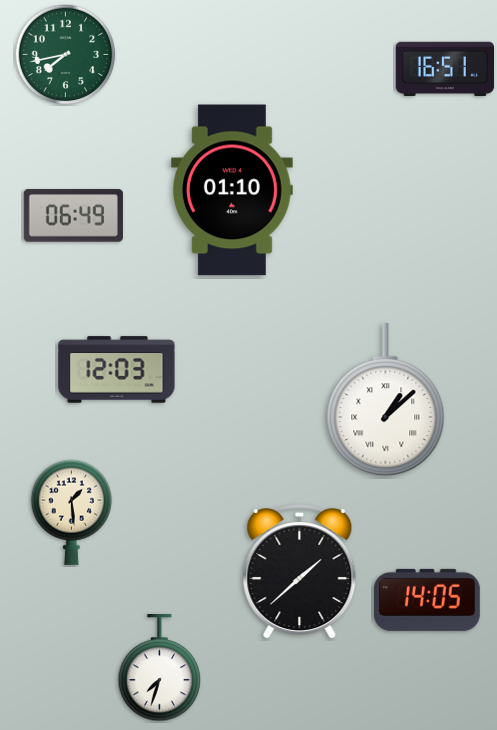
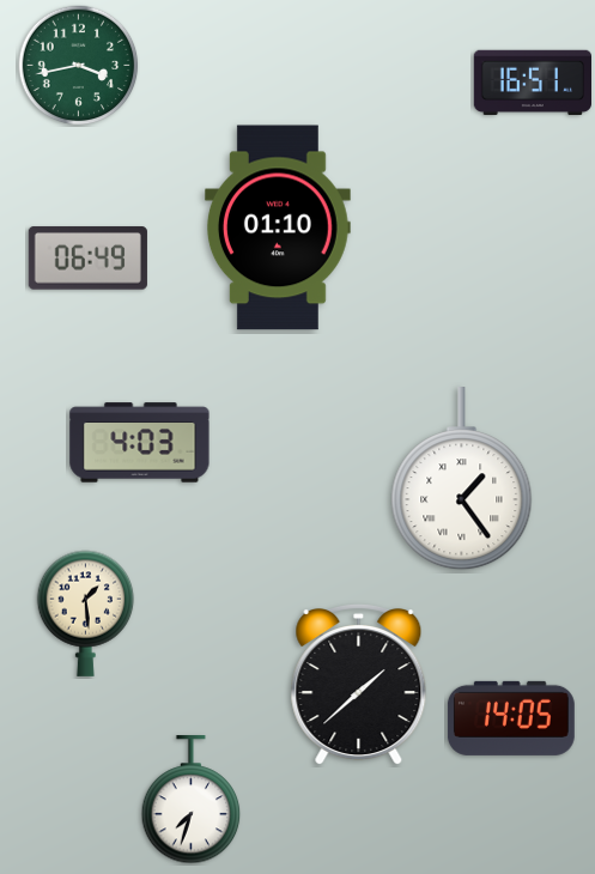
clock at (66, 55): 7:43 -> 3:43
clock at (117, 370): 12:03 -> 4:03
clock at (386, 400): 1:08 -> 1:24
